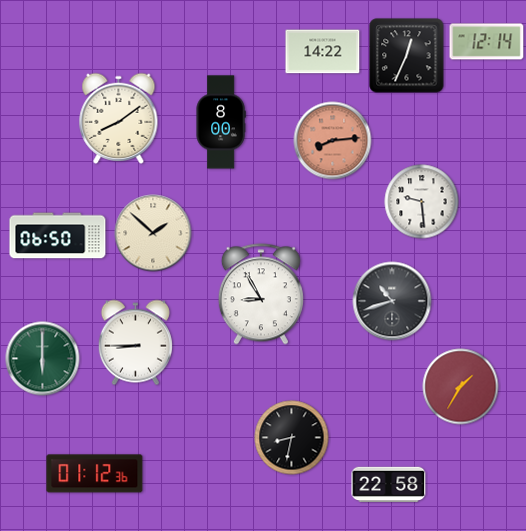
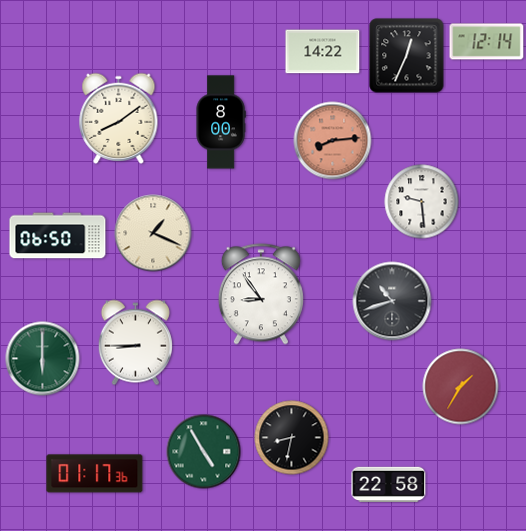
clock at (153, 233): 1:52 -> 1:19
clock at (261, 294): 8:55 -> 8:54
clock at (204, 452): none -> 4:55
clock at (95, 474): 01:12 -> 01:17
